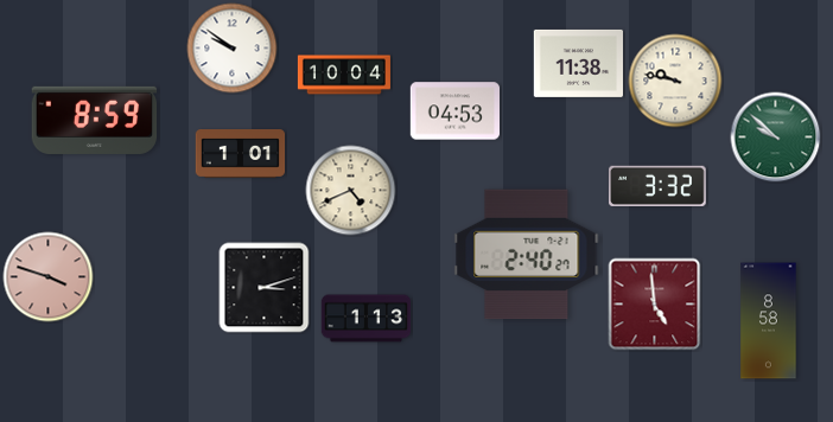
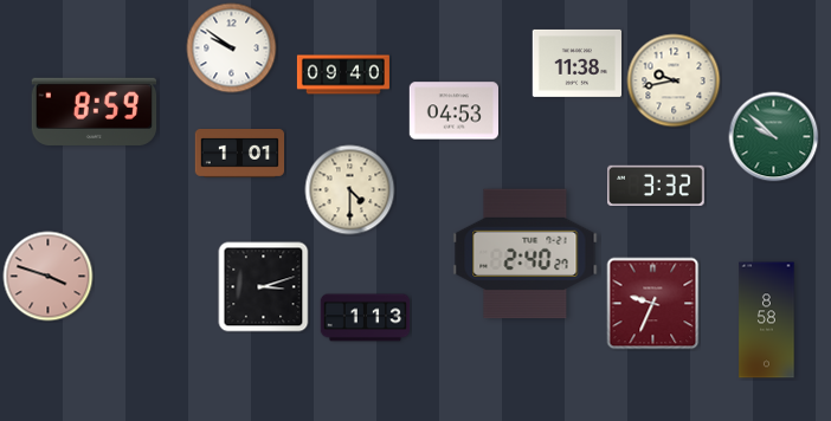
clock at (344, 75): 10:04 -> 09:40
clock at (675, 81): 9:47 -> 9:43
clock at (95, 120) position: (95, 120) -> (95, 111)
clock at (351, 191): 4:41 -> 4:30
clock at (655, 305): 4:59 -> 9:34
